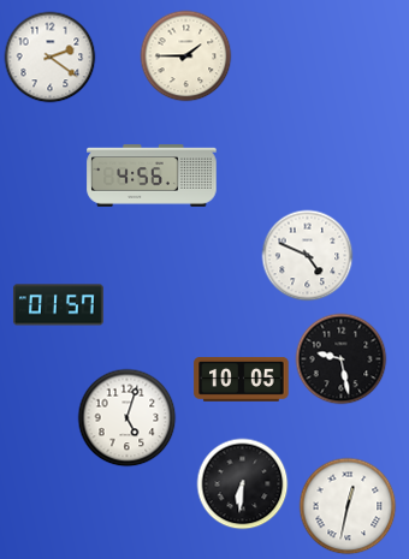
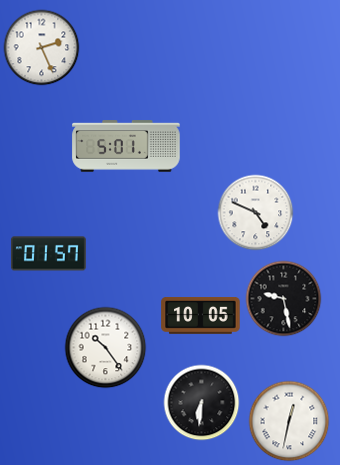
clock at (186, 57): 1:45 -> none
clock at (51, 58): 2:21 -> 2:26
clock at (152, 176): 4:56 -> 5:01
clock at (128, 418): 5:03 -> 10:24
